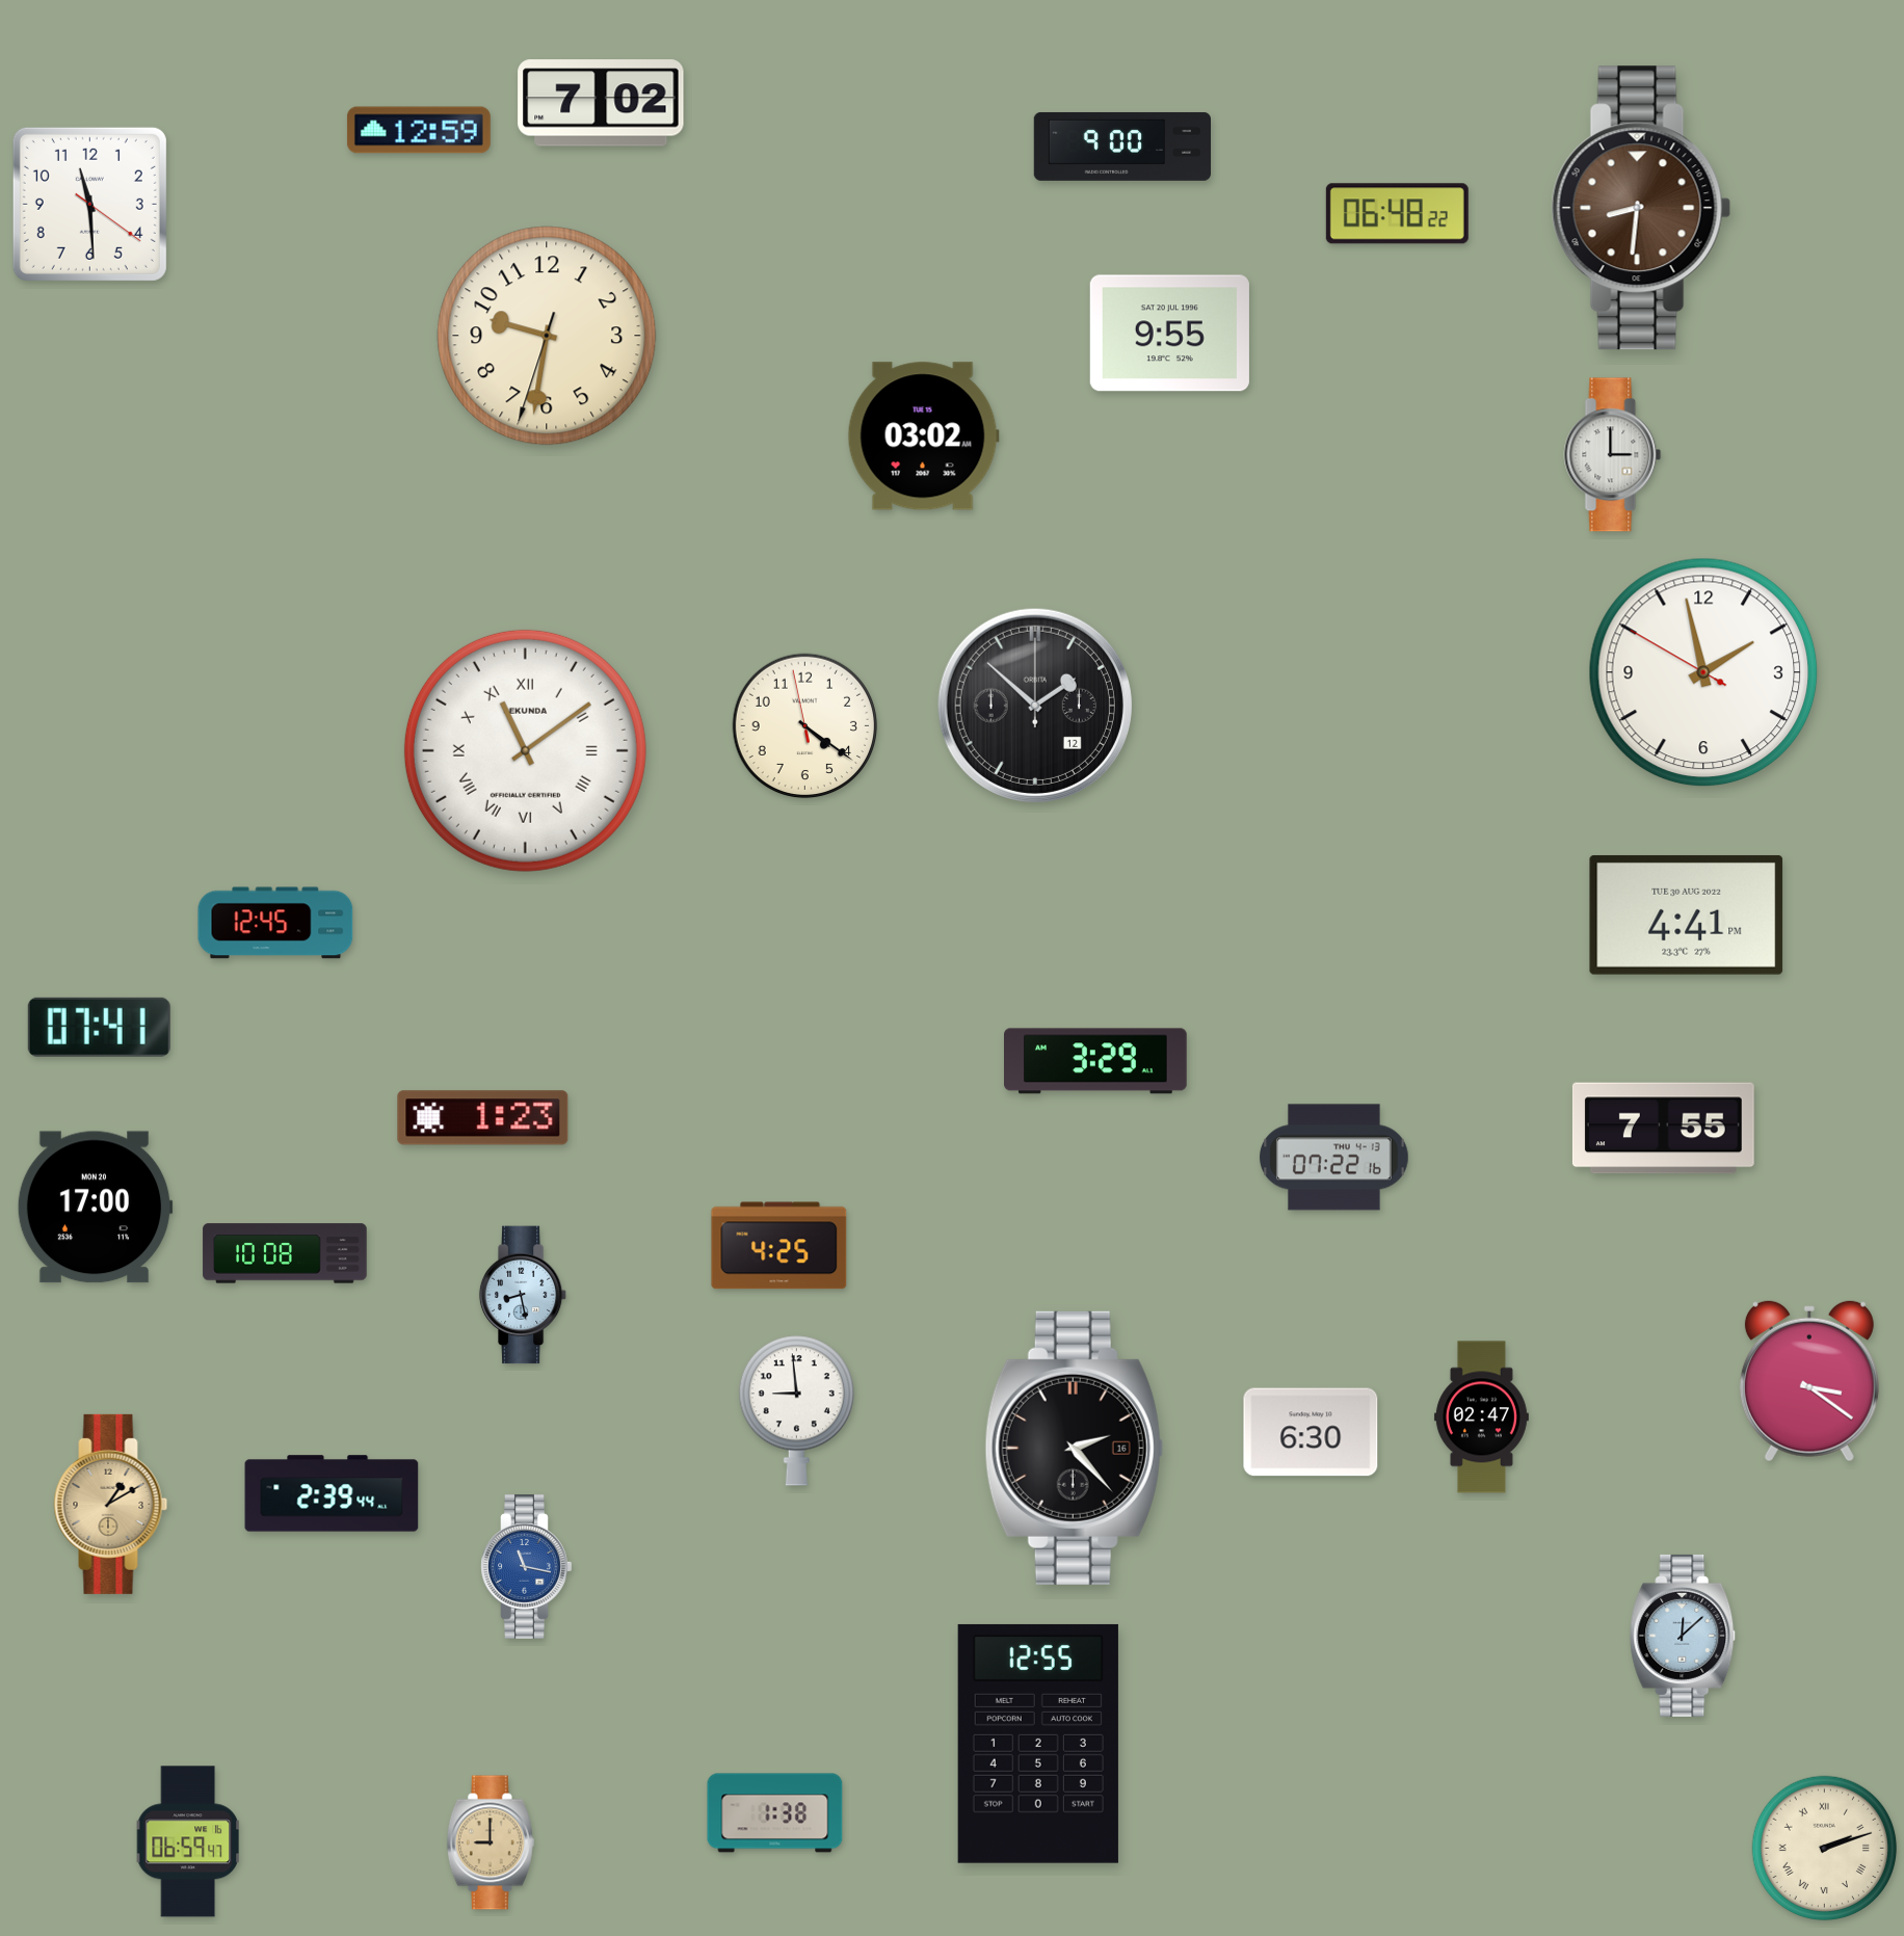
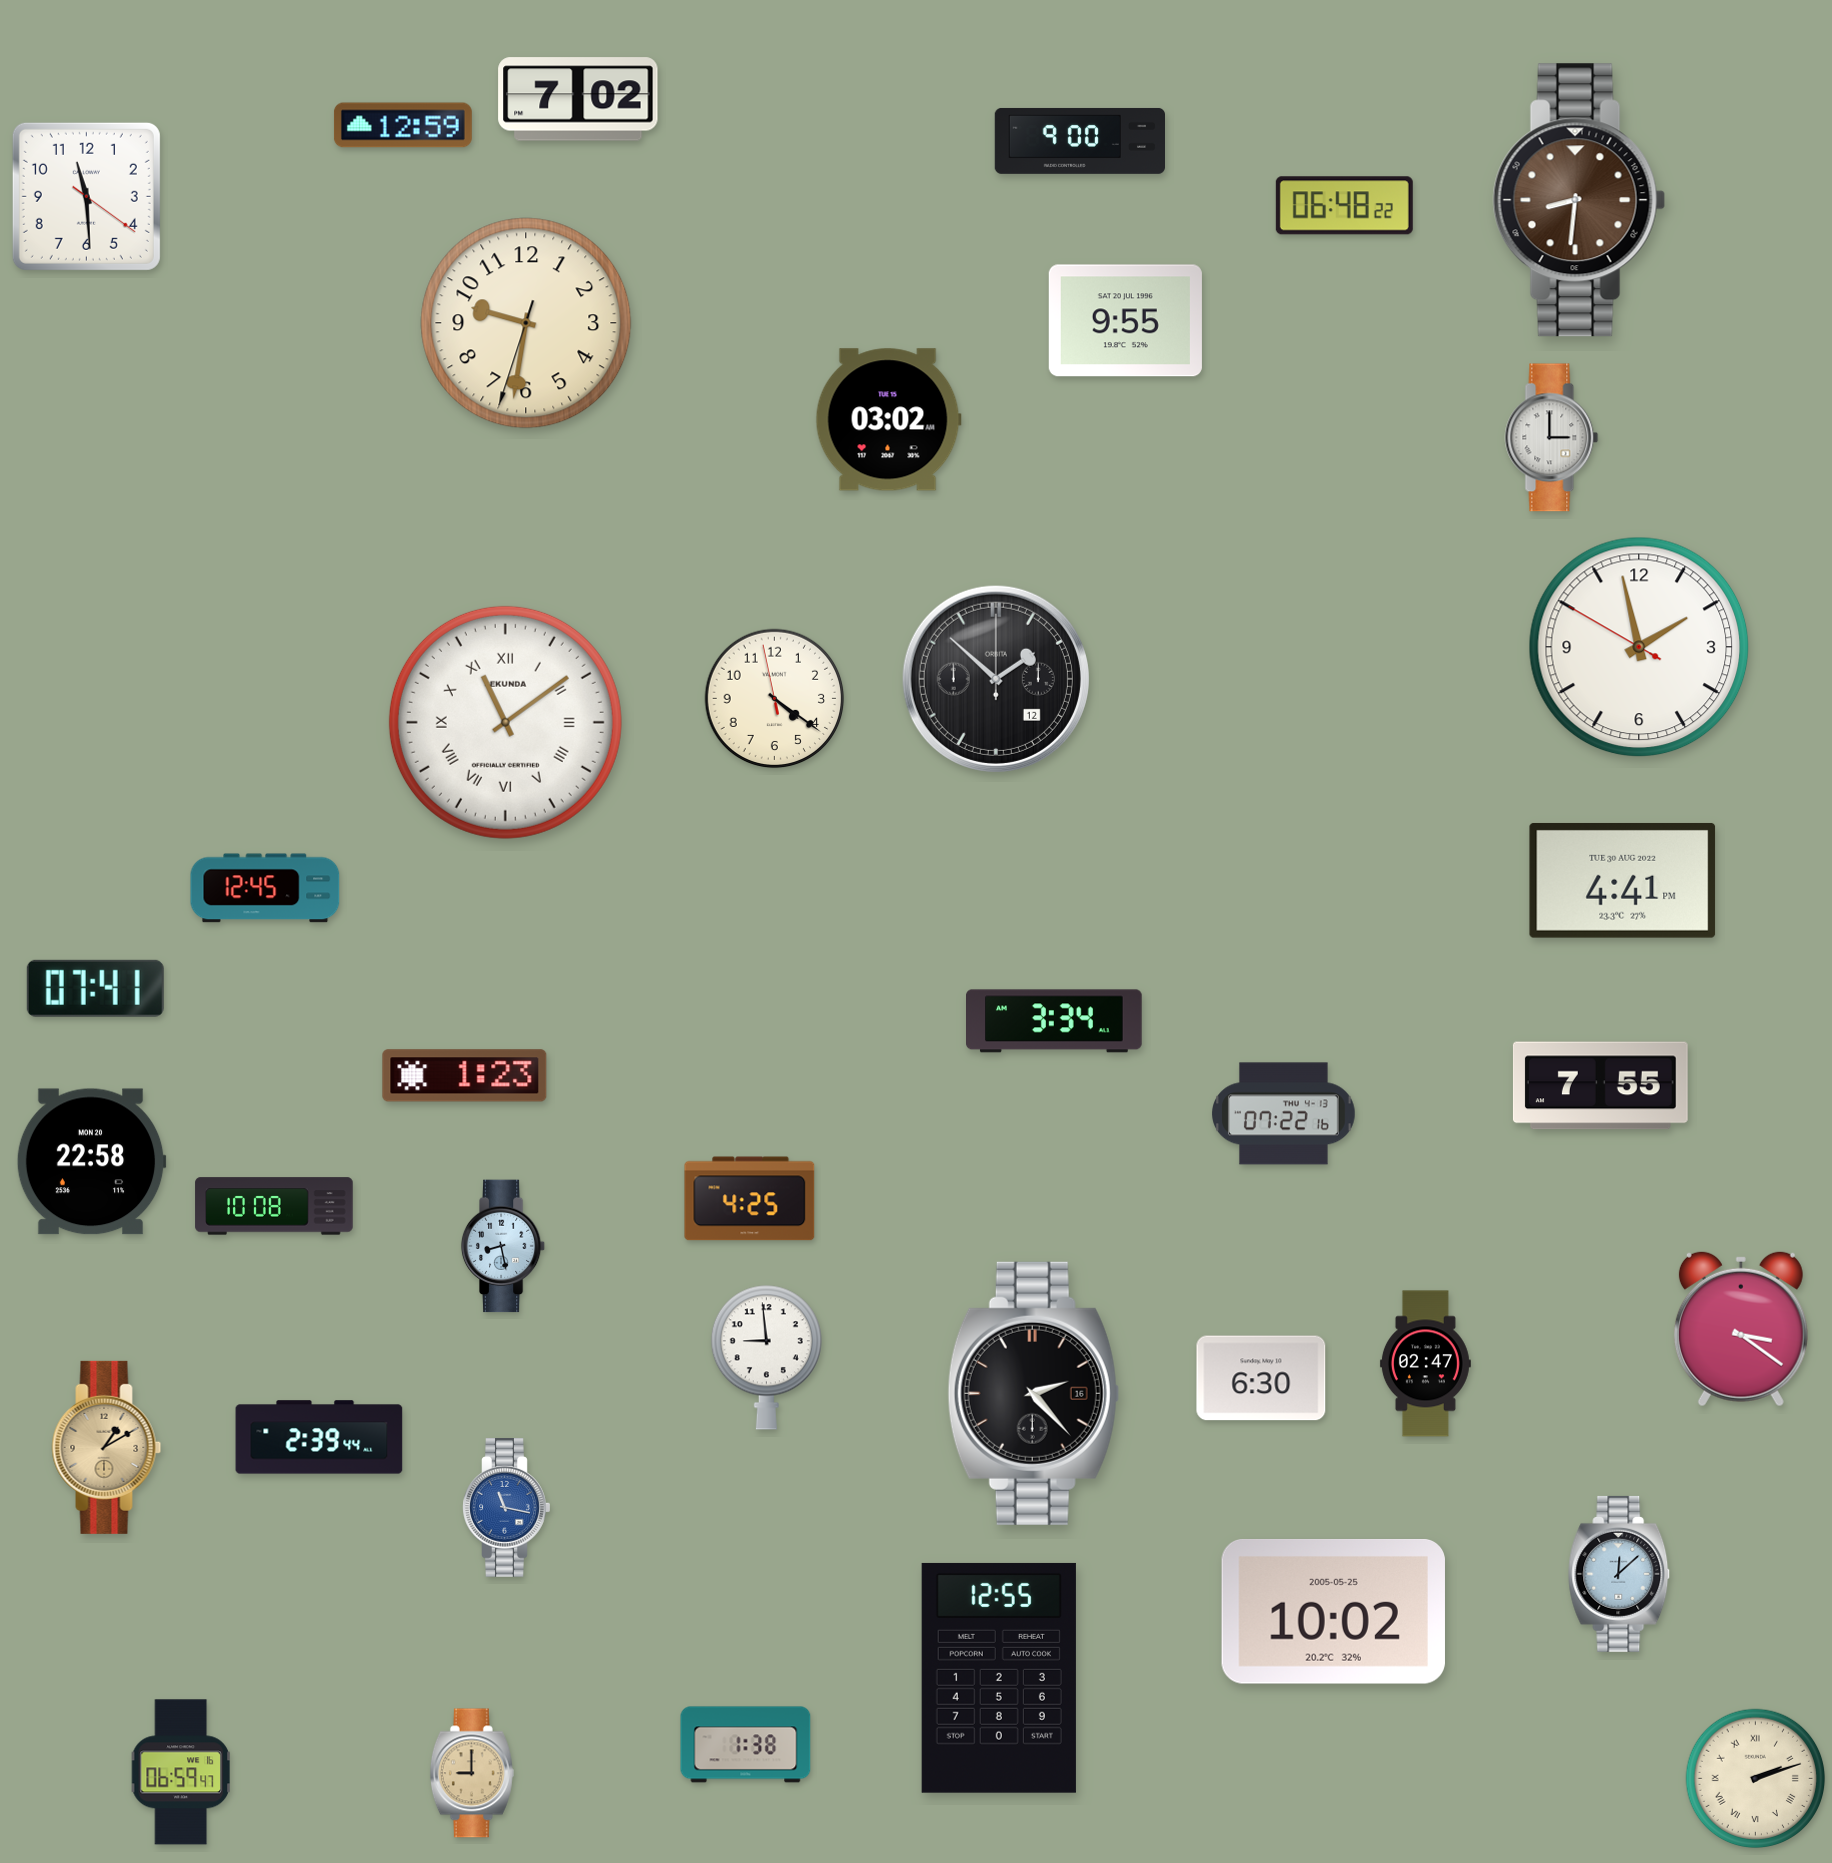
clock at (1096, 1061): 3:29 -> 3:34
clock at (95, 1208): 17:00 -> 22:58
clock at (1333, 1612): none -> 10:02
